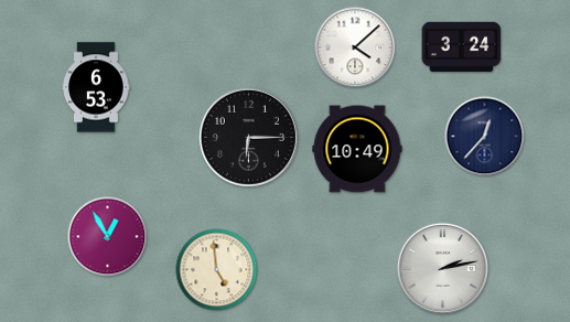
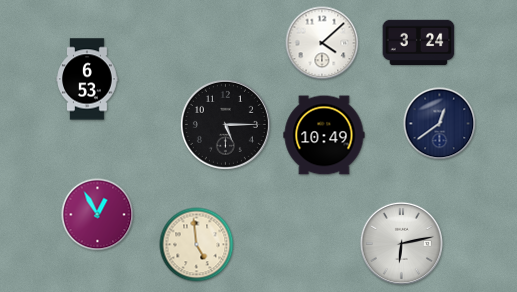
clock at (248, 137): 6:15 -> 5:15
clock at (485, 137): 12:37 -> 12:39
clock at (442, 268): 2:13 -> 6:13
